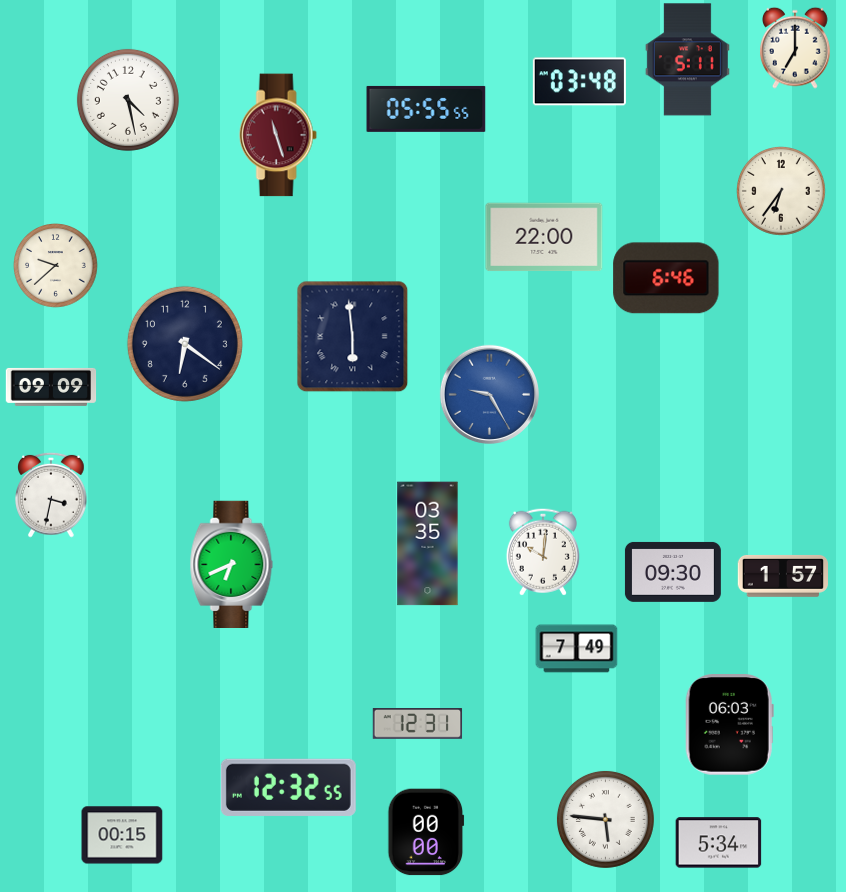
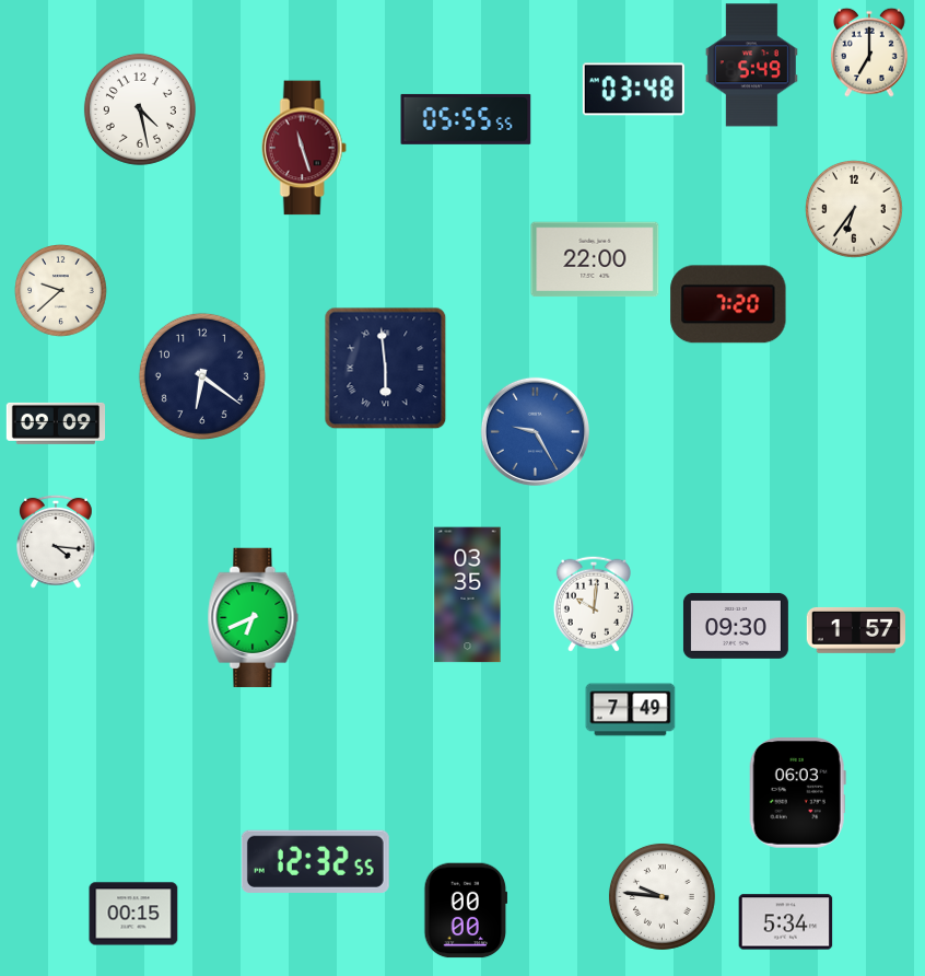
clock at (687, 60): 5:11 -> 5:49
clock at (666, 278): 6:46 -> 7:20
clock at (52, 495): 3:32 -> 4:16
clock at (418, 724): 12:31 -> none
clock at (605, 819): 5:46 -> 9:46
